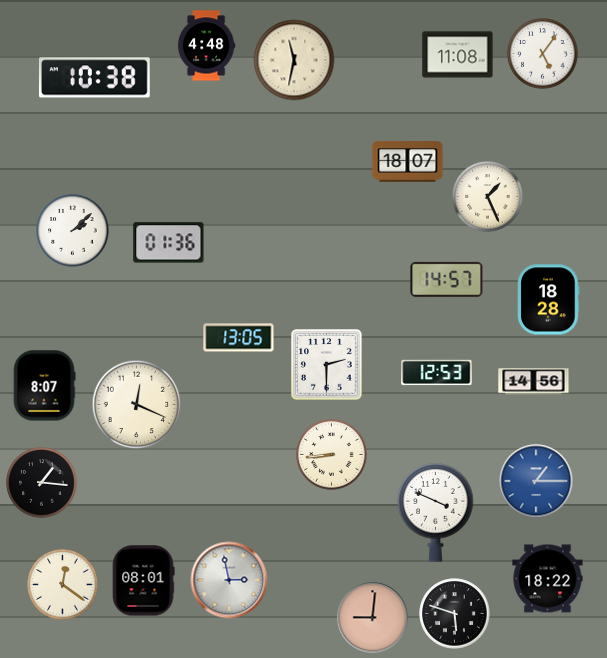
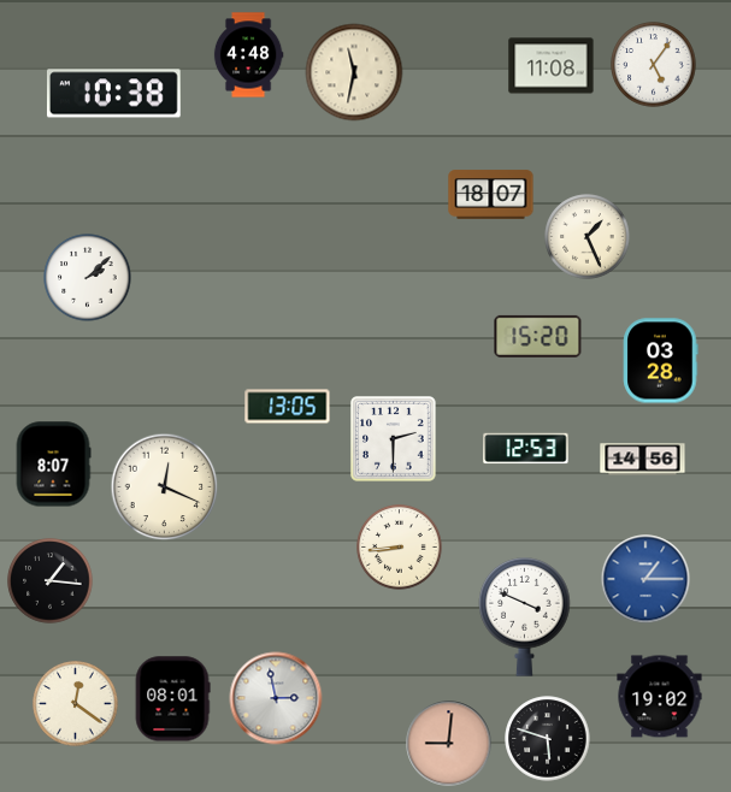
clock at (169, 243): 01:36 -> none
clock at (447, 279): 14:57 -> 15:20
clock at (549, 300): 18:28 -> 03:28
clock at (548, 579): 18:22 -> 19:02
